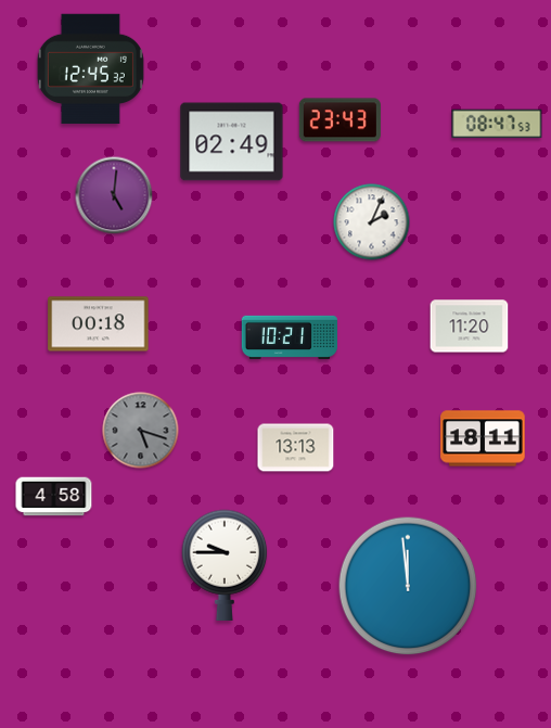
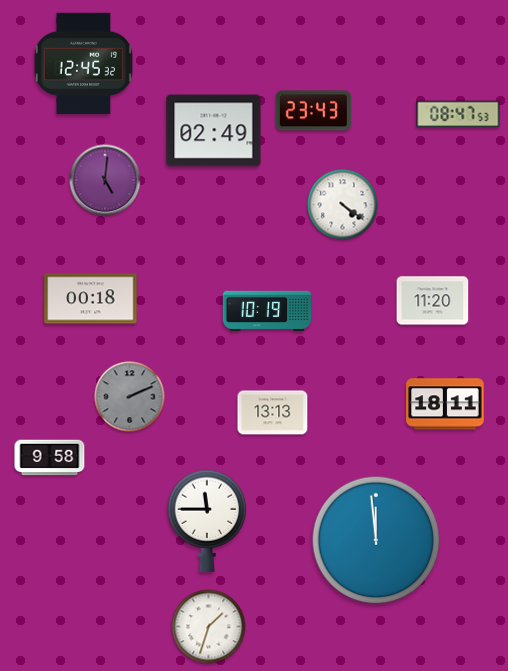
clock at (372, 222): 2:04 -> 4:21
clock at (289, 337): 10:21 -> 10:19
clock at (141, 431): 5:18 -> 2:11
clock at (54, 497): 4:58 -> 9:58
clock at (225, 565): 9:45 -> 11:45
clock at (209, 627): none -> 1:33
